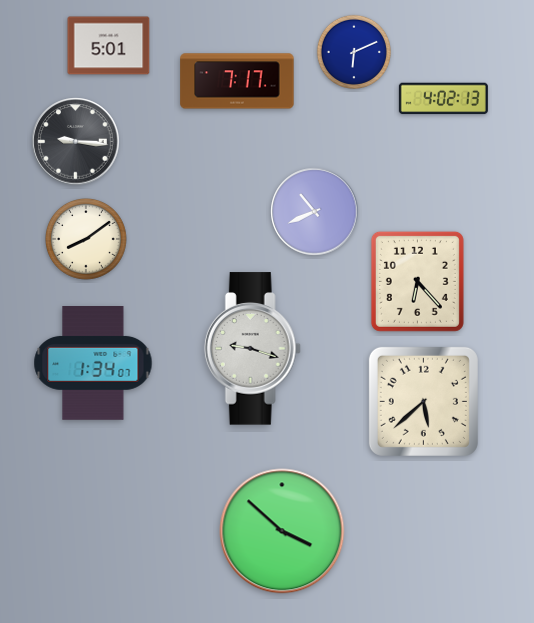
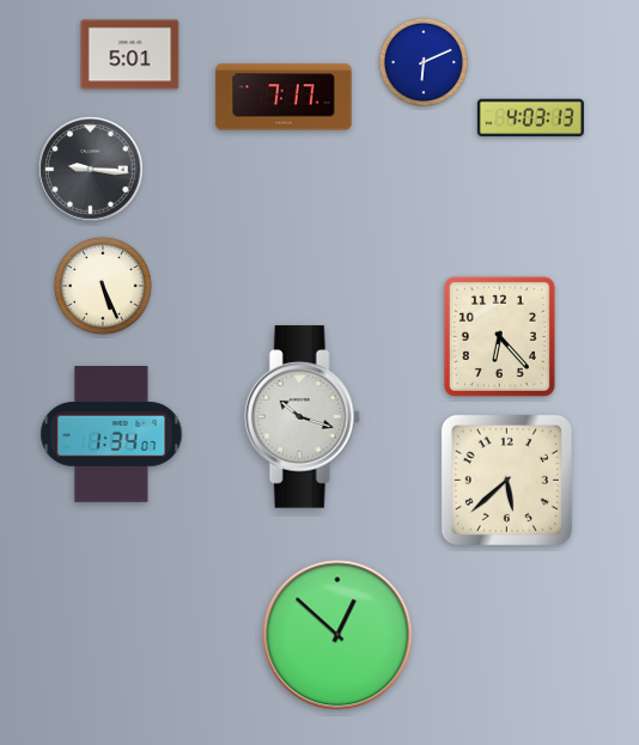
clock at (443, 99): 4:02 -> 4:03
clock at (315, 212): 10:41 -> none
clock at (87, 240): 8:09 -> 5:26
clock at (252, 349): 9:18 -> 10:18
clock at (282, 531): 3:52 -> 12:52
